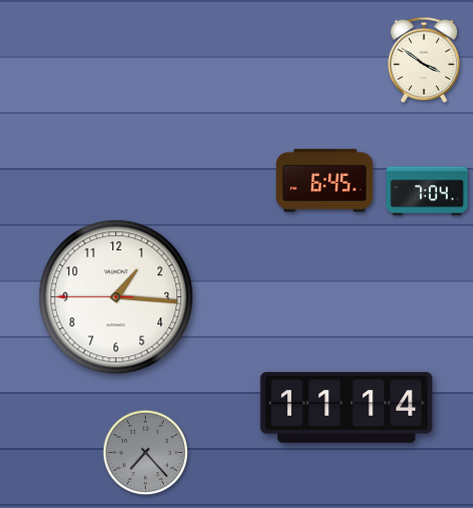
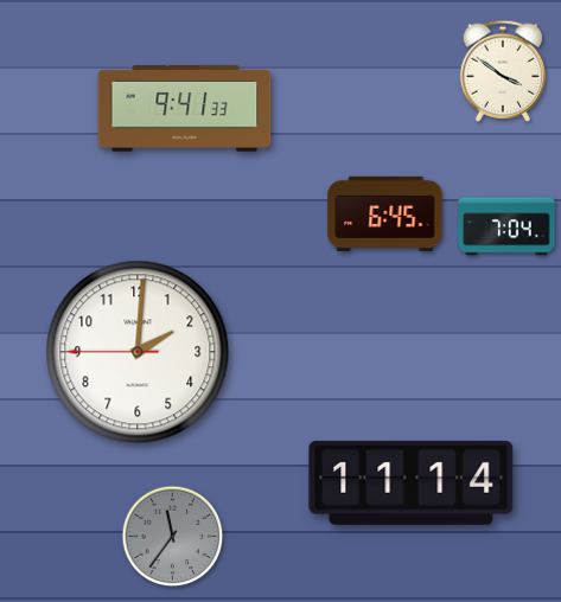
clock at (185, 109): none -> 9:41
clock at (116, 297): 1:15 -> 2:00
clock at (146, 453): 7:23 -> 11:36
